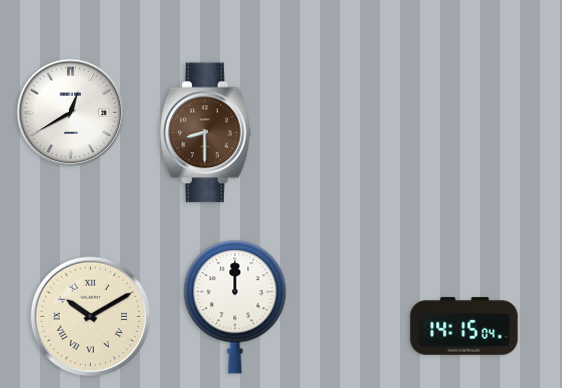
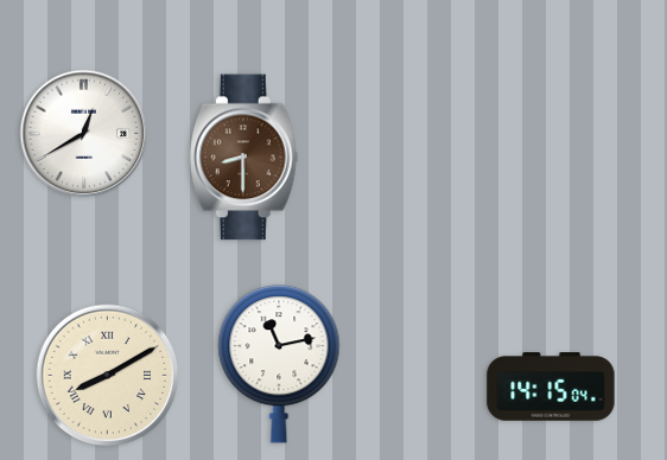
clock at (235, 307): 12:00 -> 11:13
clock at (91, 317): 10:10 -> 8:10
